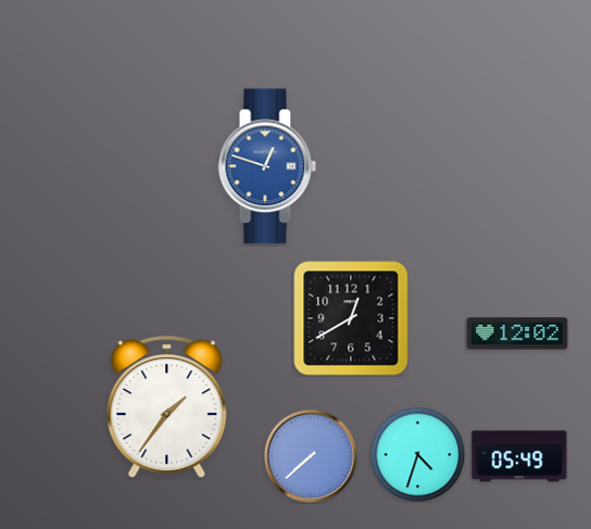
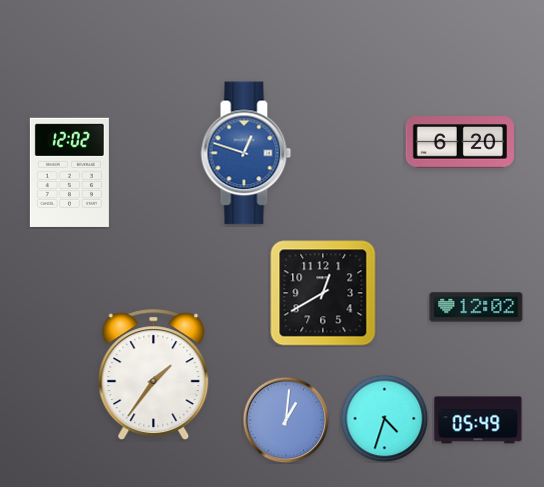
clock at (459, 142): none -> 6:20
clock at (69, 172): none -> 12:02
clock at (311, 456): 7:38 -> 1:01
